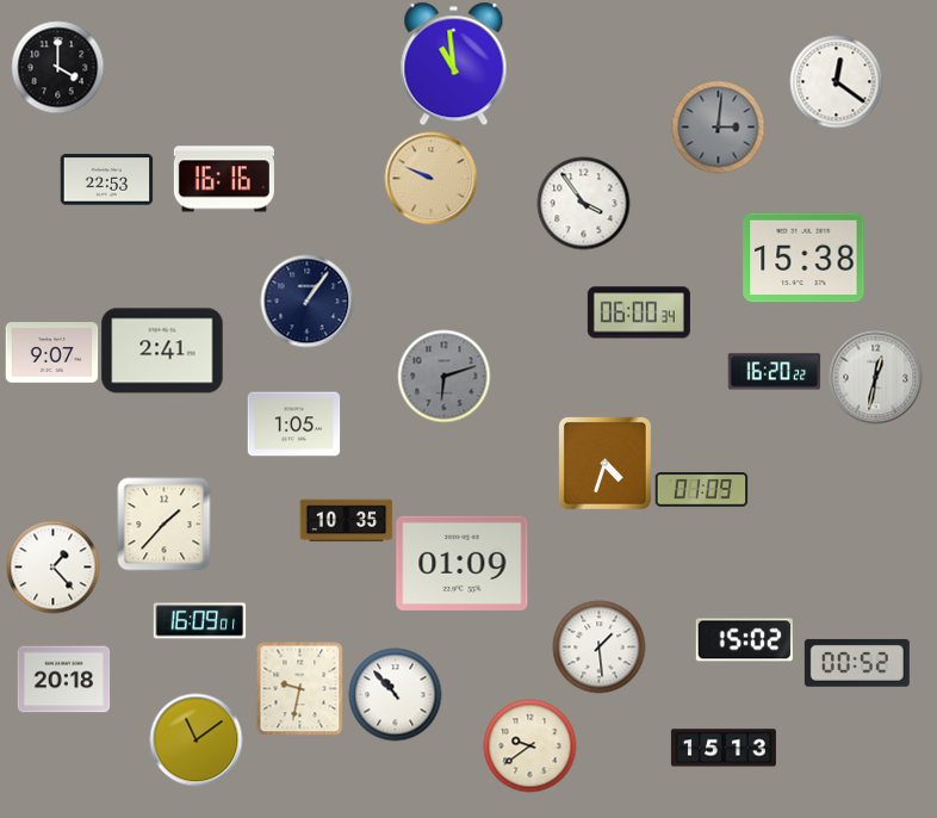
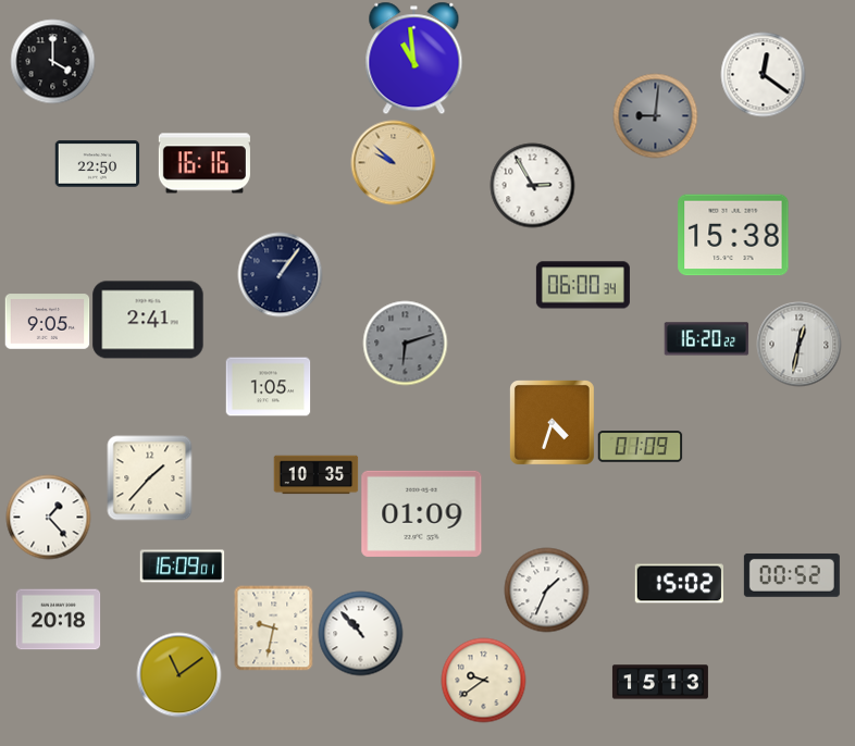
clock at (718, 126): 3:01 -> 9:01
clock at (430, 178): 9:49 -> 9:52
clock at (106, 180): 22:53 -> 22:50
clock at (583, 203): 3:54 -> 2:55
clock at (51, 353): 9:07 -> 9:05
clock at (598, 646): 1:29 -> 1:34
clock at (857, 663) position: (857, 663) -> (792, 575)
